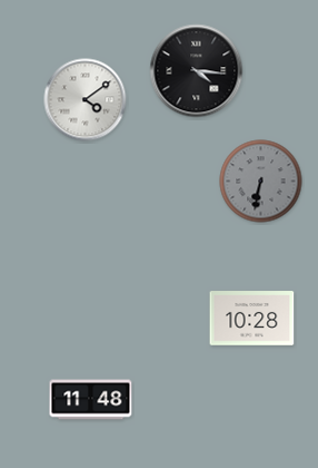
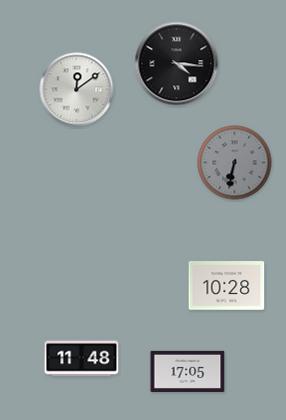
clock at (86, 100): 4:09 -> 12:09
clock at (188, 371): none -> 17:05
